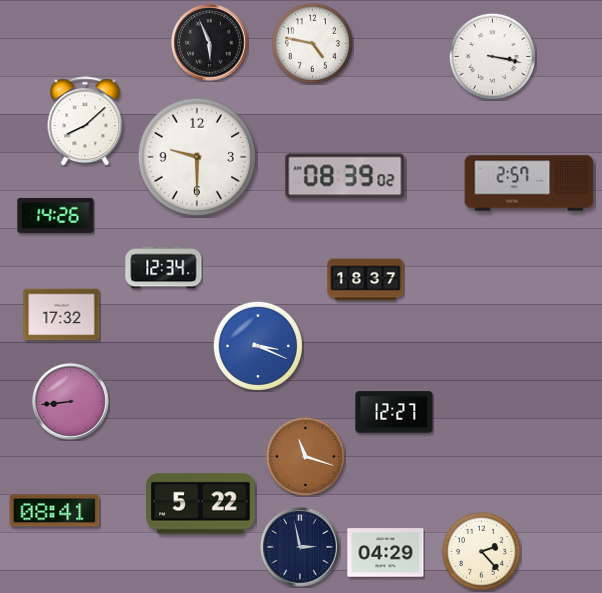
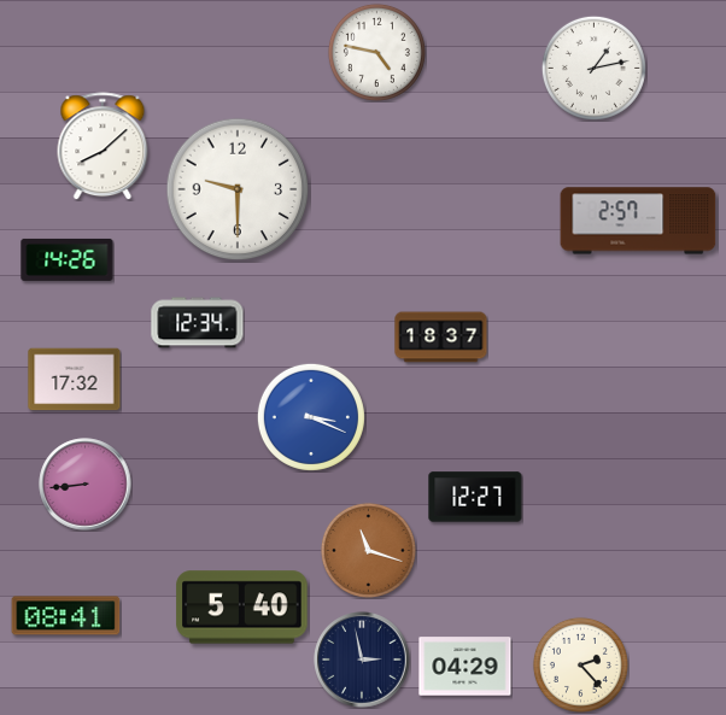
clock at (210, 43): 5:56 -> none
clock at (492, 56): 3:17 -> 1:13
clock at (345, 176): 08:39 -> none
clock at (201, 504): 5:22 -> 5:40
